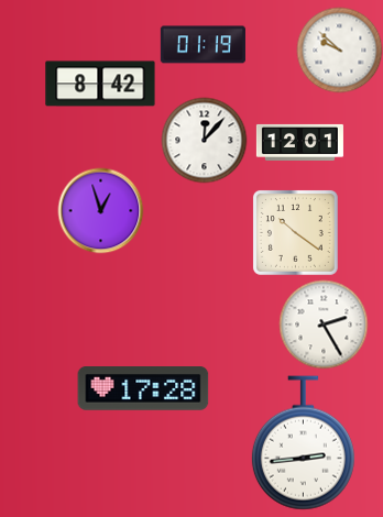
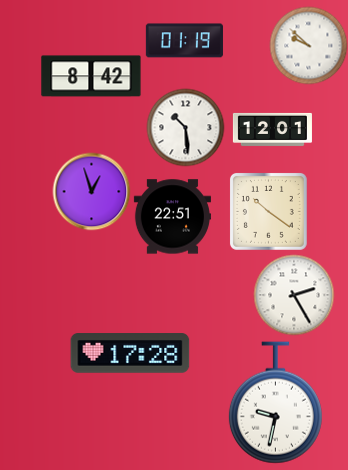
clock at (204, 140): 12:07 -> 10:29
clock at (172, 217): none -> 22:51
clock at (303, 443): 2:44 -> 9:32
